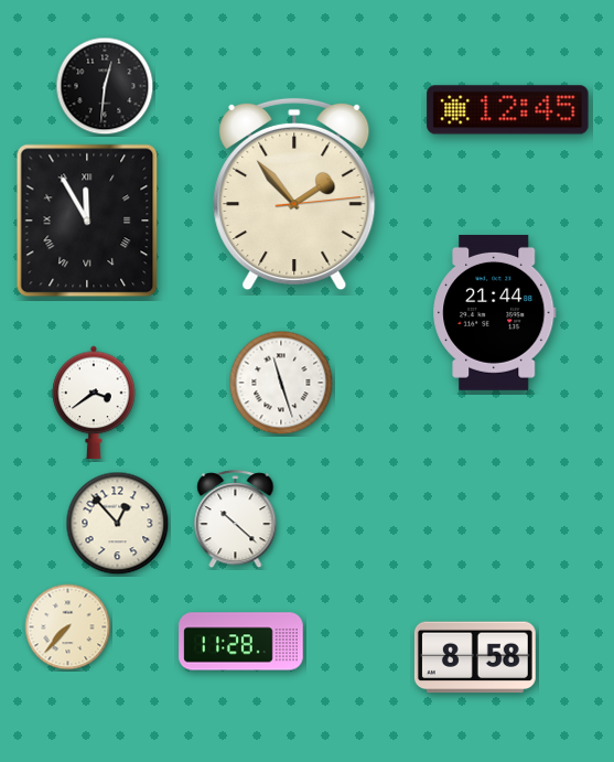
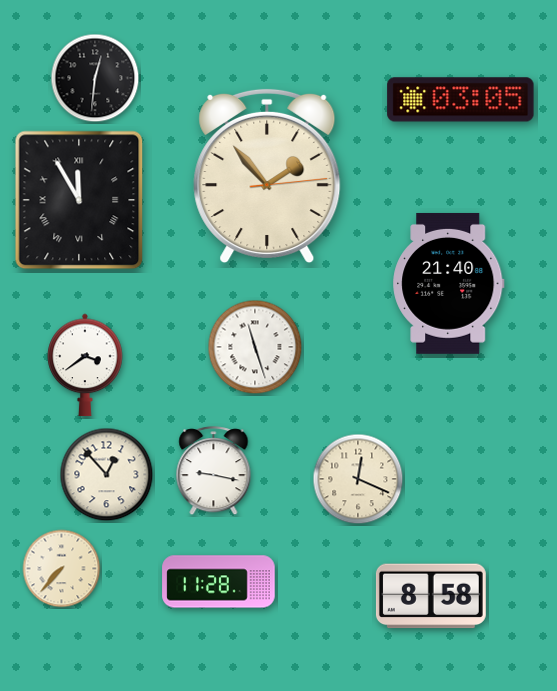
clock at (508, 110): 12:45 -> 03:05
clock at (495, 312): 21:44 -> 21:40
clock at (236, 519): 10:22 -> 9:17
clock at (358, 479): none -> 12:19
